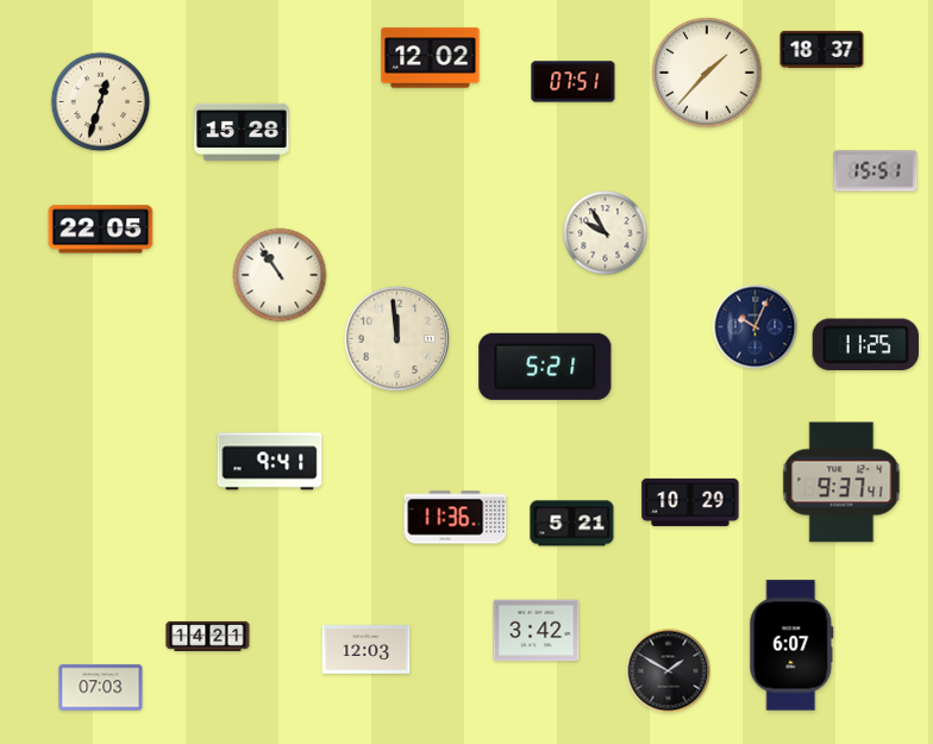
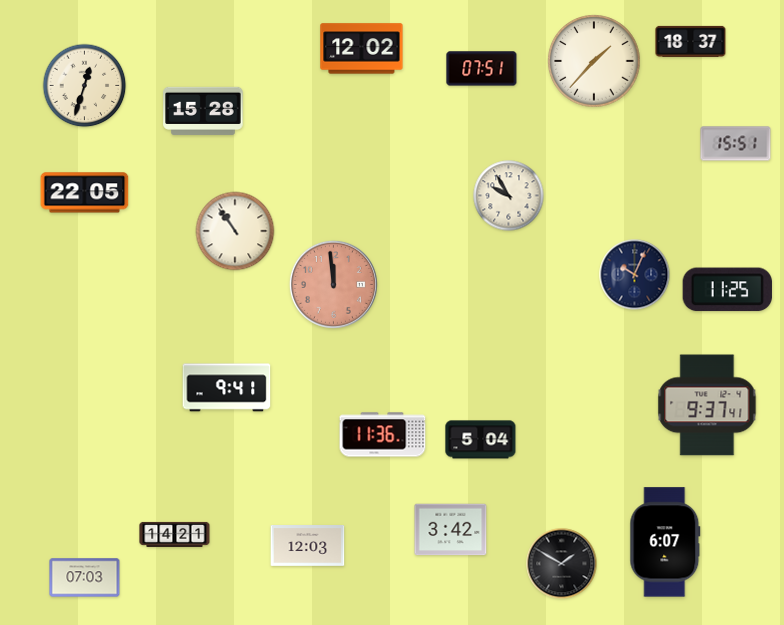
clock at (396, 338) dial: cream -> salmon
clock at (545, 367): 5:21 -> none
clock at (690, 502): 10:29 -> none
clock at (572, 524): 5:21 -> 5:04
